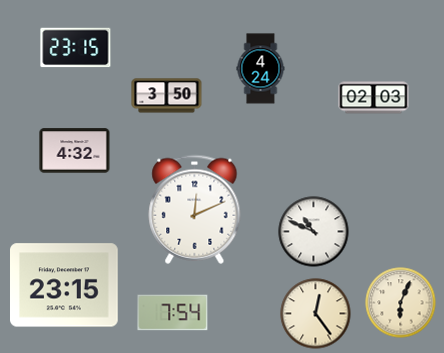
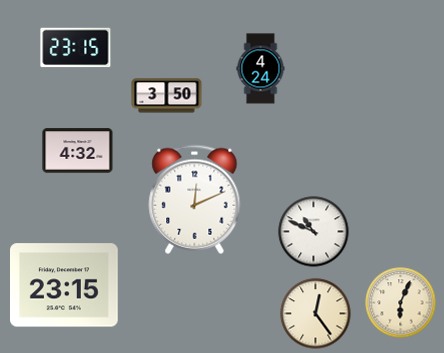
clock at (374, 98): 02:03 -> none
clock at (75, 151) position: (75, 151) -> (78, 151)
clock at (195, 209) position: (195, 209) -> (195, 199)
clock at (173, 313): 7:54 -> none
